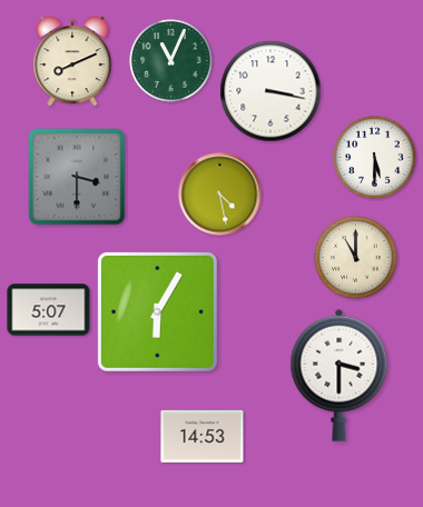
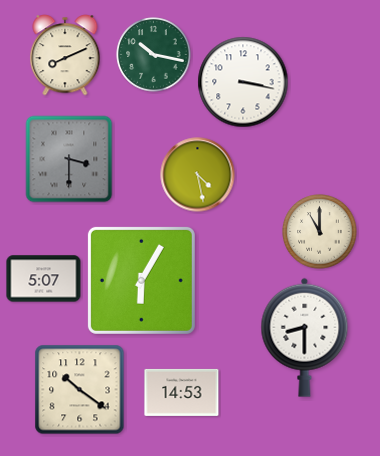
clock at (171, 61): 11:04 -> 10:17
clock at (375, 158): 5:30 -> none
clock at (340, 375): 3:30 -> 8:30
clock at (80, 390): none -> 10:21
